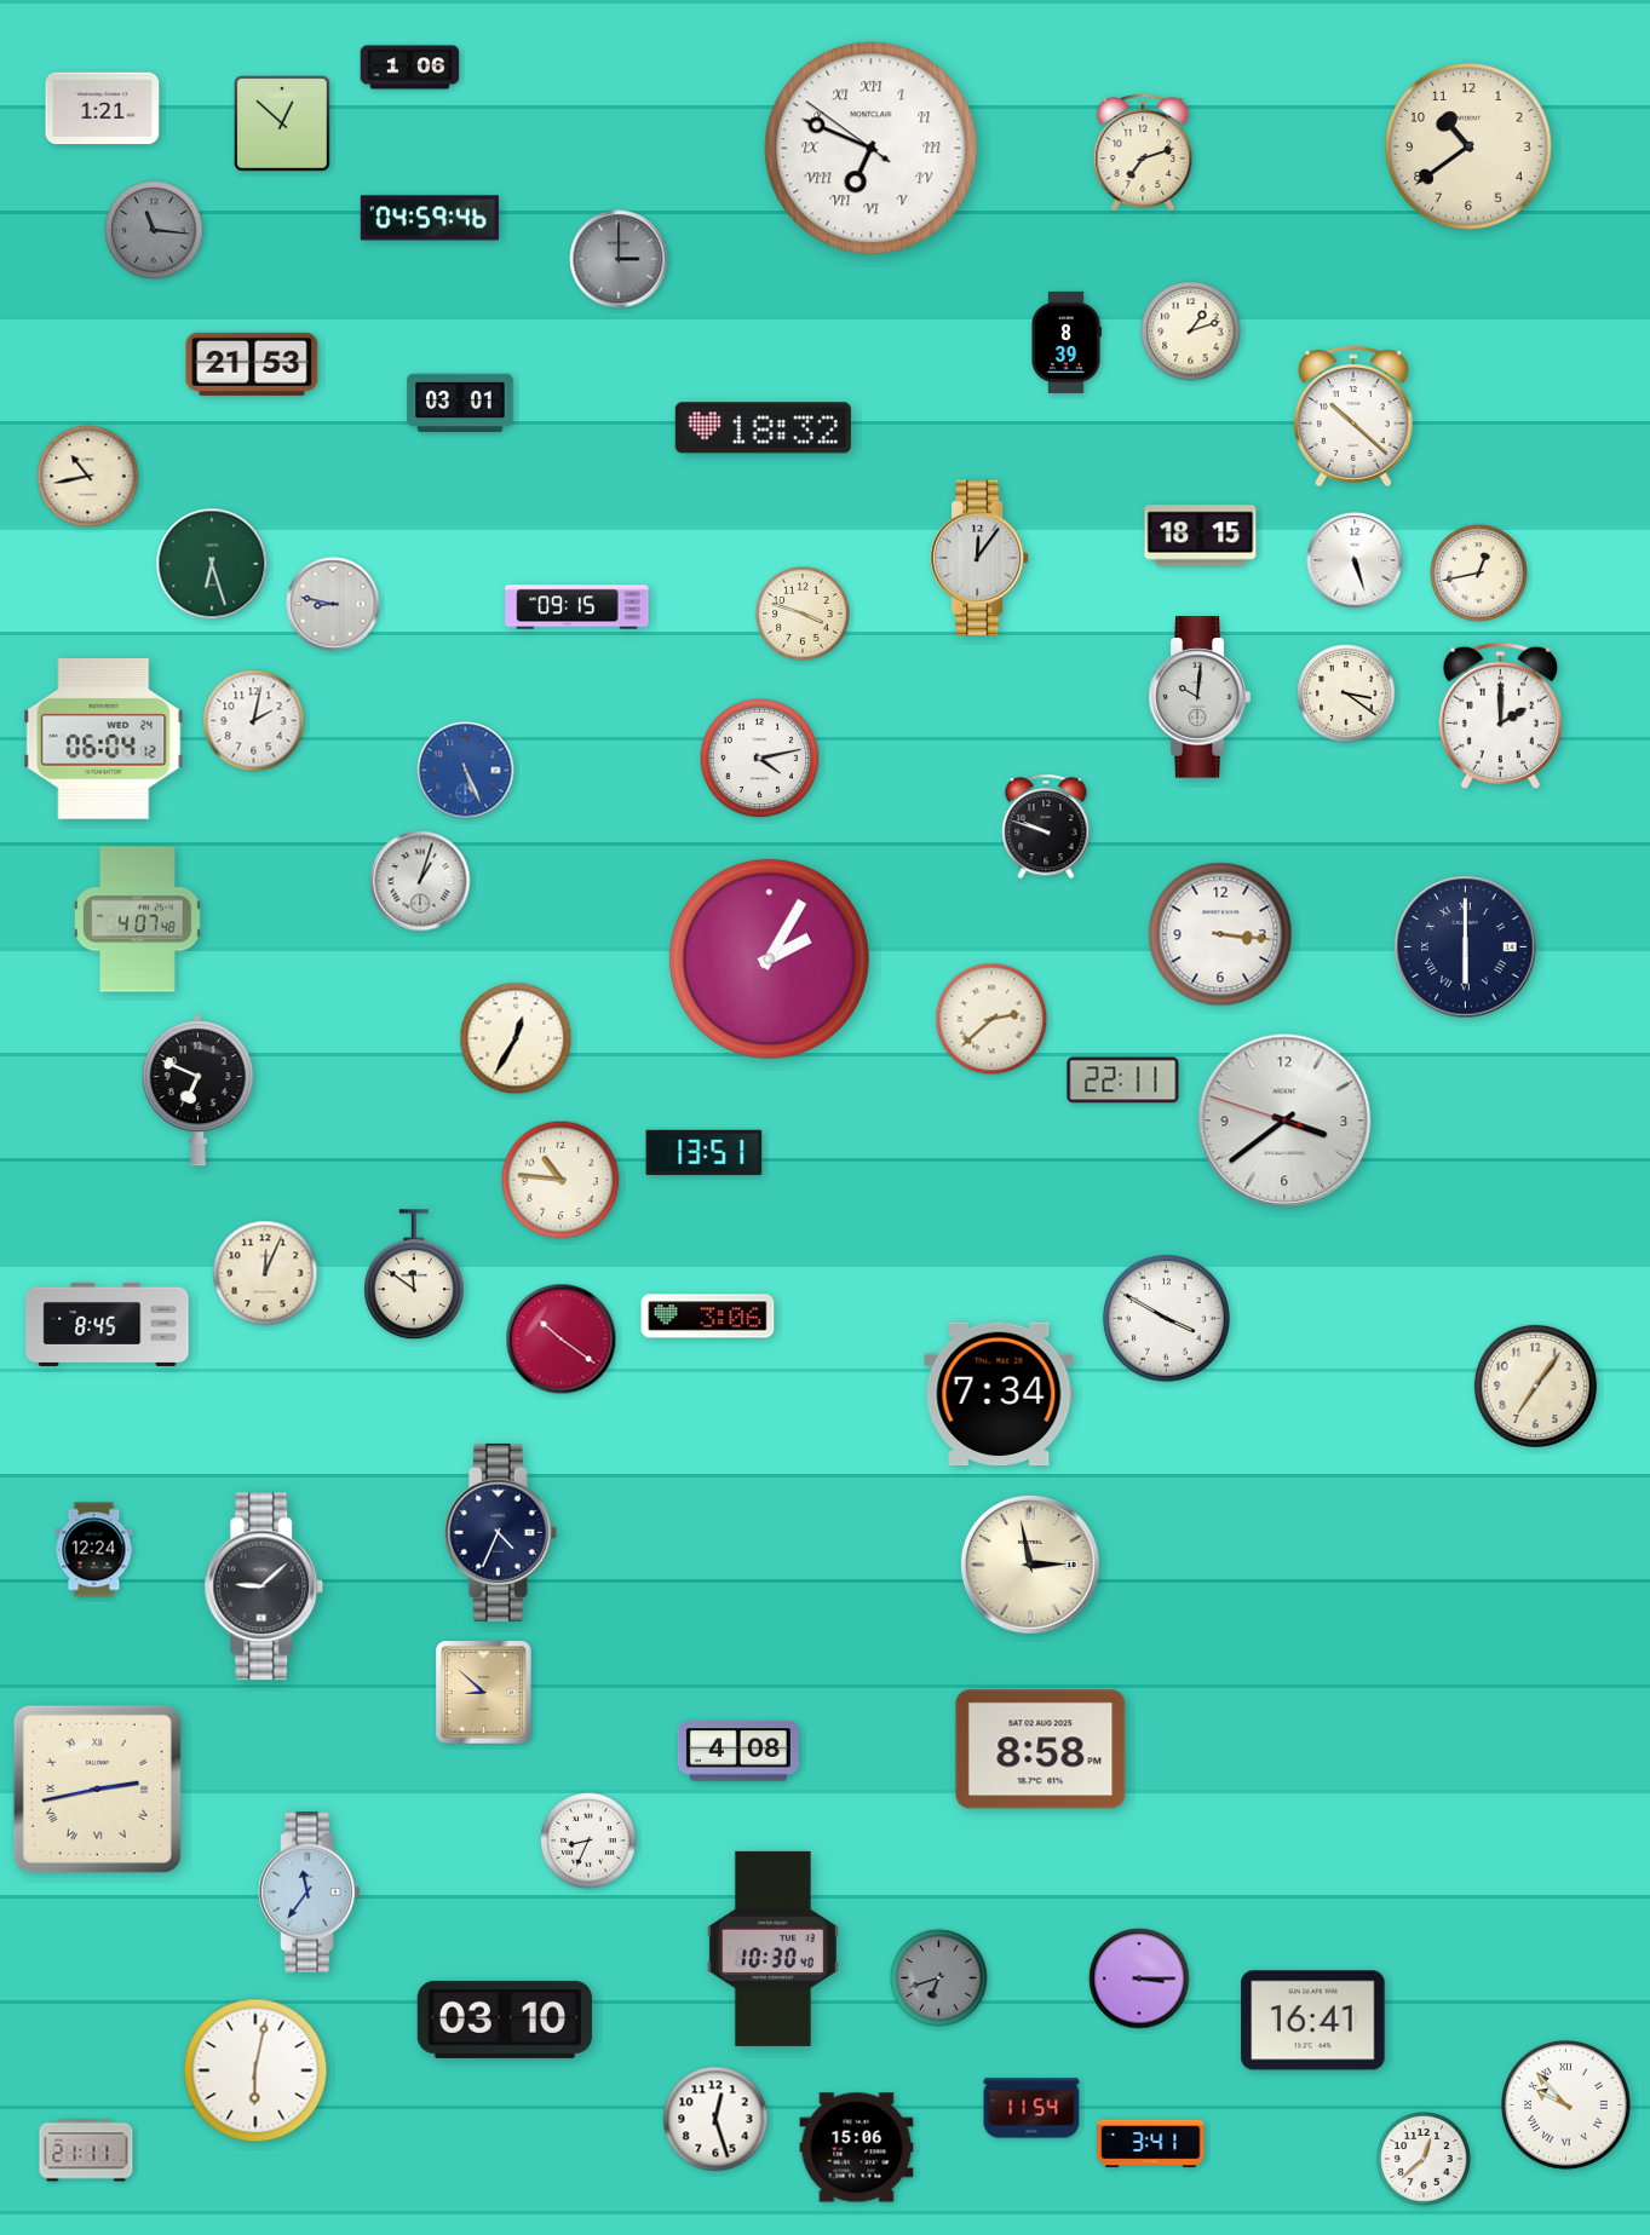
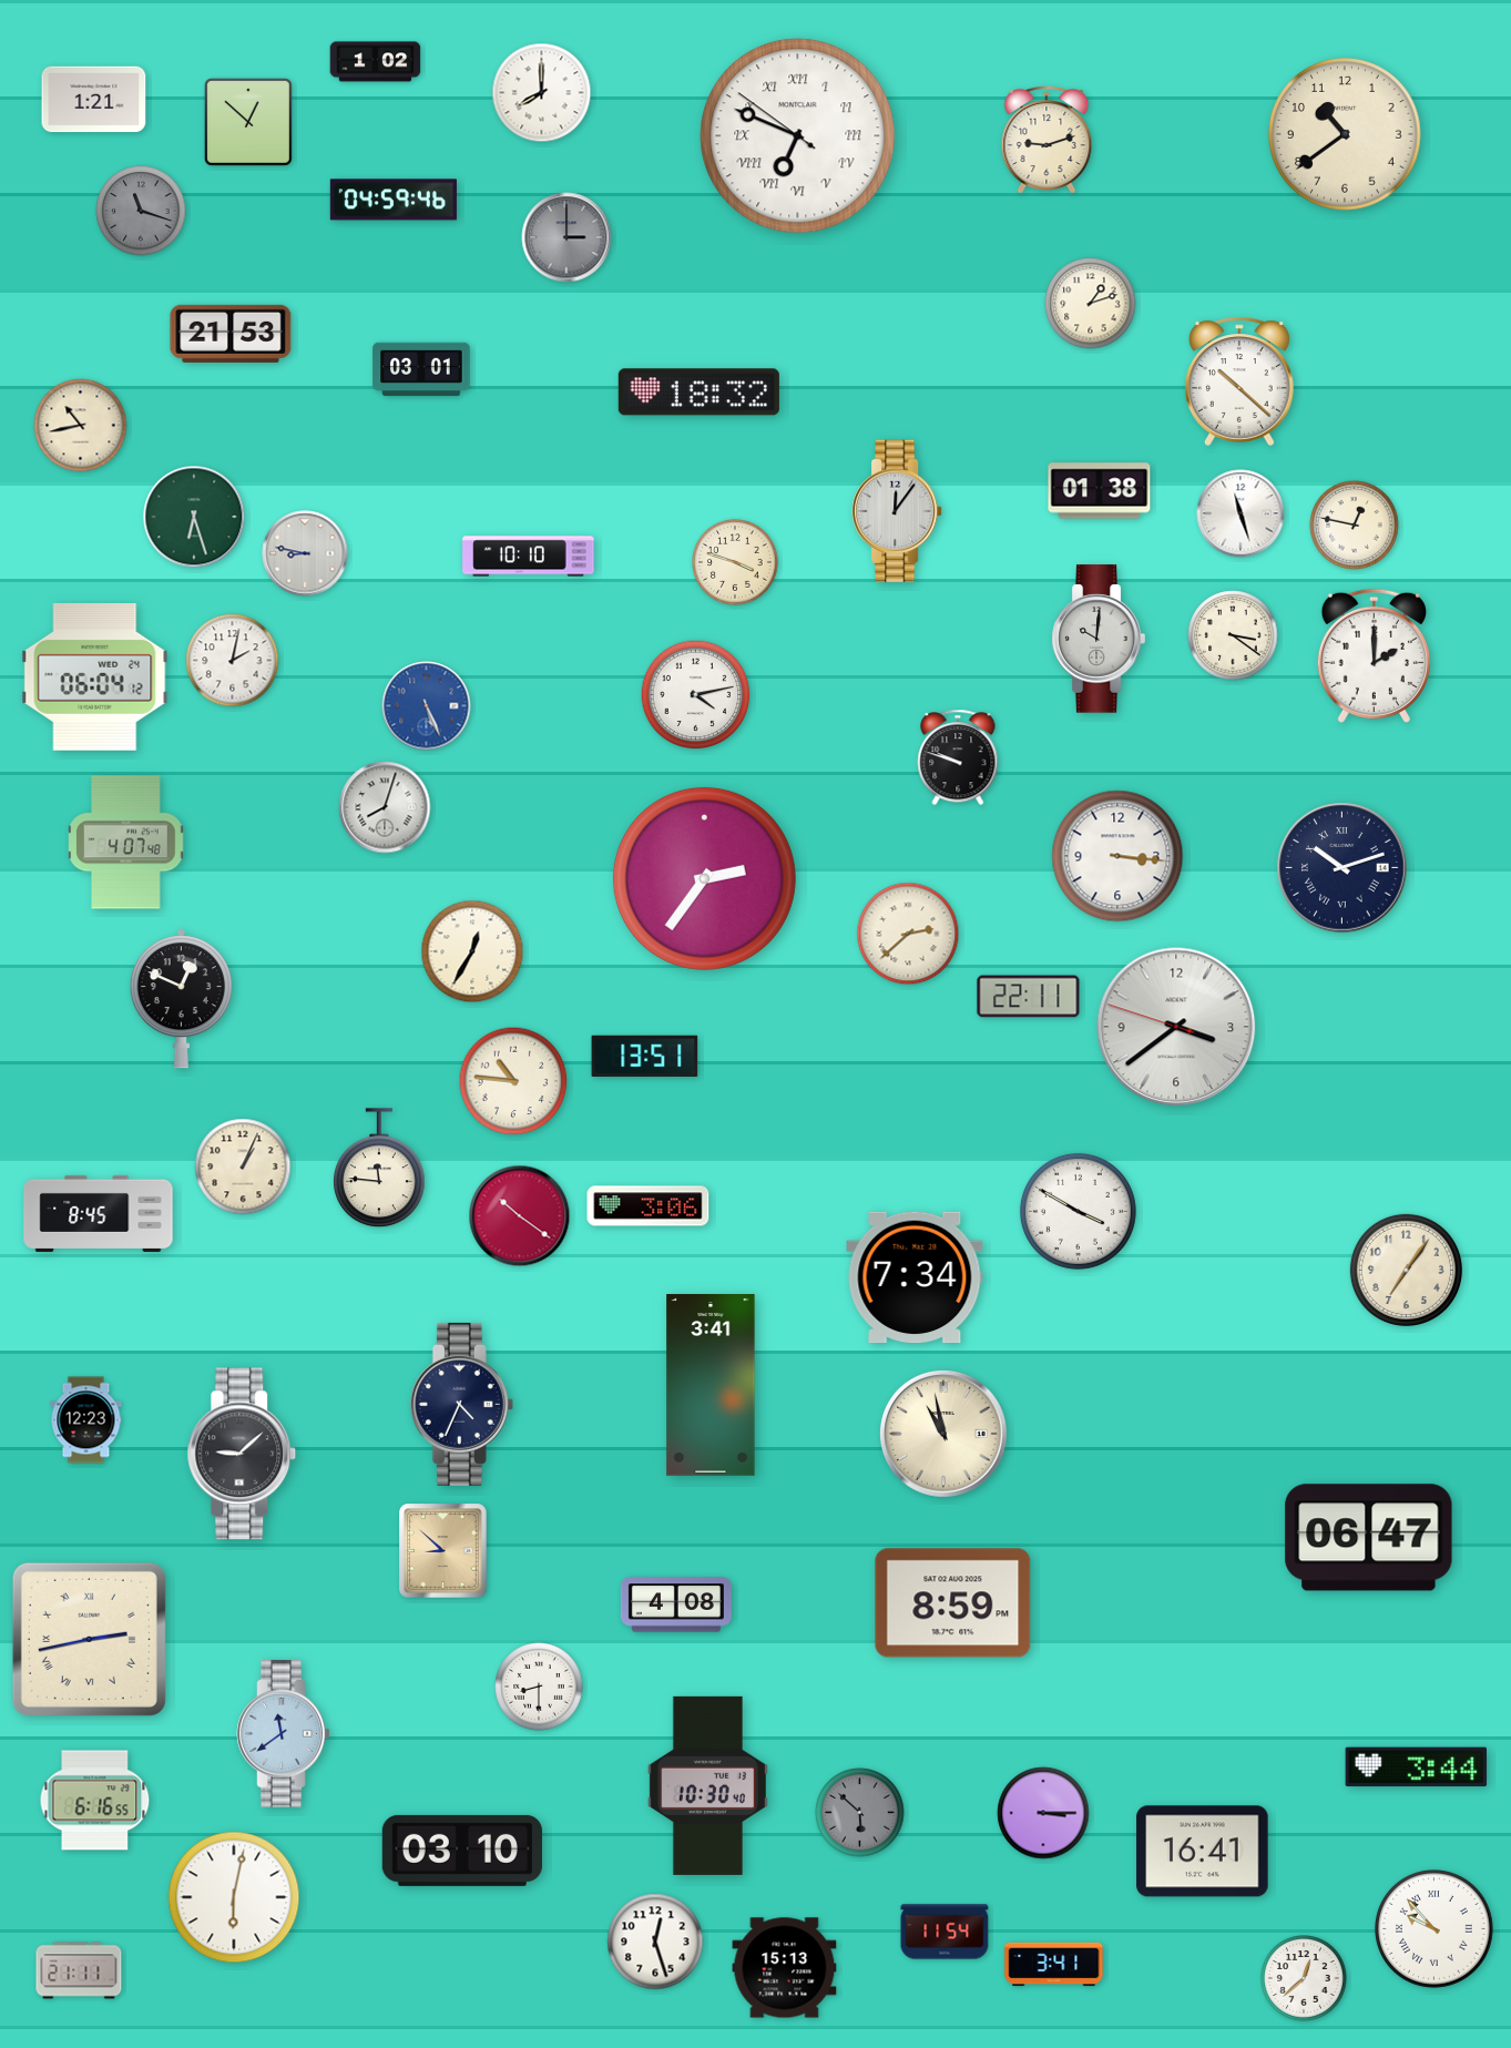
clock at (410, 68): 1:06 -> 1:02
clock at (542, 93): none -> 8:00
clock at (282, 123) position: (282, 123) -> (248, 122)
clock at (1143, 152): 7:12 -> 9:12
clock at (154, 230): 11:16 -> 11:18
clock at (1067, 342): 8:39 -> none
clock at (88, 477) position: (88, 477) -> (81, 426)
clock at (1201, 536): 18:15 -> 01:38
clock at (1355, 560): 5:27 -> 11:27
clock at (1479, 574): 12:43 -> 12:47
clock at (577, 607): 09:15 -> 10:10
clock at (420, 881): 1:03 -> 8:03
clock at (1466, 947): 6:00 -> 10:12
clock at (769, 958): 2:05 -> 2:36
clock at (1123, 1081) position: (1123, 1081) -> (1029, 997)
clock at (197, 1090): 6:49 -> 12:49
clock at (265, 1273): 12:04 -> 1:04
clock at (415, 1275): 11:51 -> 11:46
clock at (1166, 1318) position: (1166, 1318) -> (1078, 1211)
clock at (562, 1340) position: (562, 1340) -> (520, 1216)
clock at (711, 1385): none -> 3:41
clock at (500, 1532) position: (500, 1532) -> (461, 1404)
clock at (94, 1550): 12:24 -> 12:23
clock at (1030, 1565): 2:58 -> 10:58
clock at (1369, 1538): none -> 06:47
clock at (1041, 1750): 8:58 -> 8:59
clock at (588, 1841): 8:34 -> 8:30
clock at (310, 1893): 11:36 -> 11:39
clock at (1417, 1767): none -> 3:44
clock at (95, 1801): none -> 6:16
clock at (939, 1978): 6:42 -> 5:52
clock at (857, 2148): 15:06 -> 15:13
